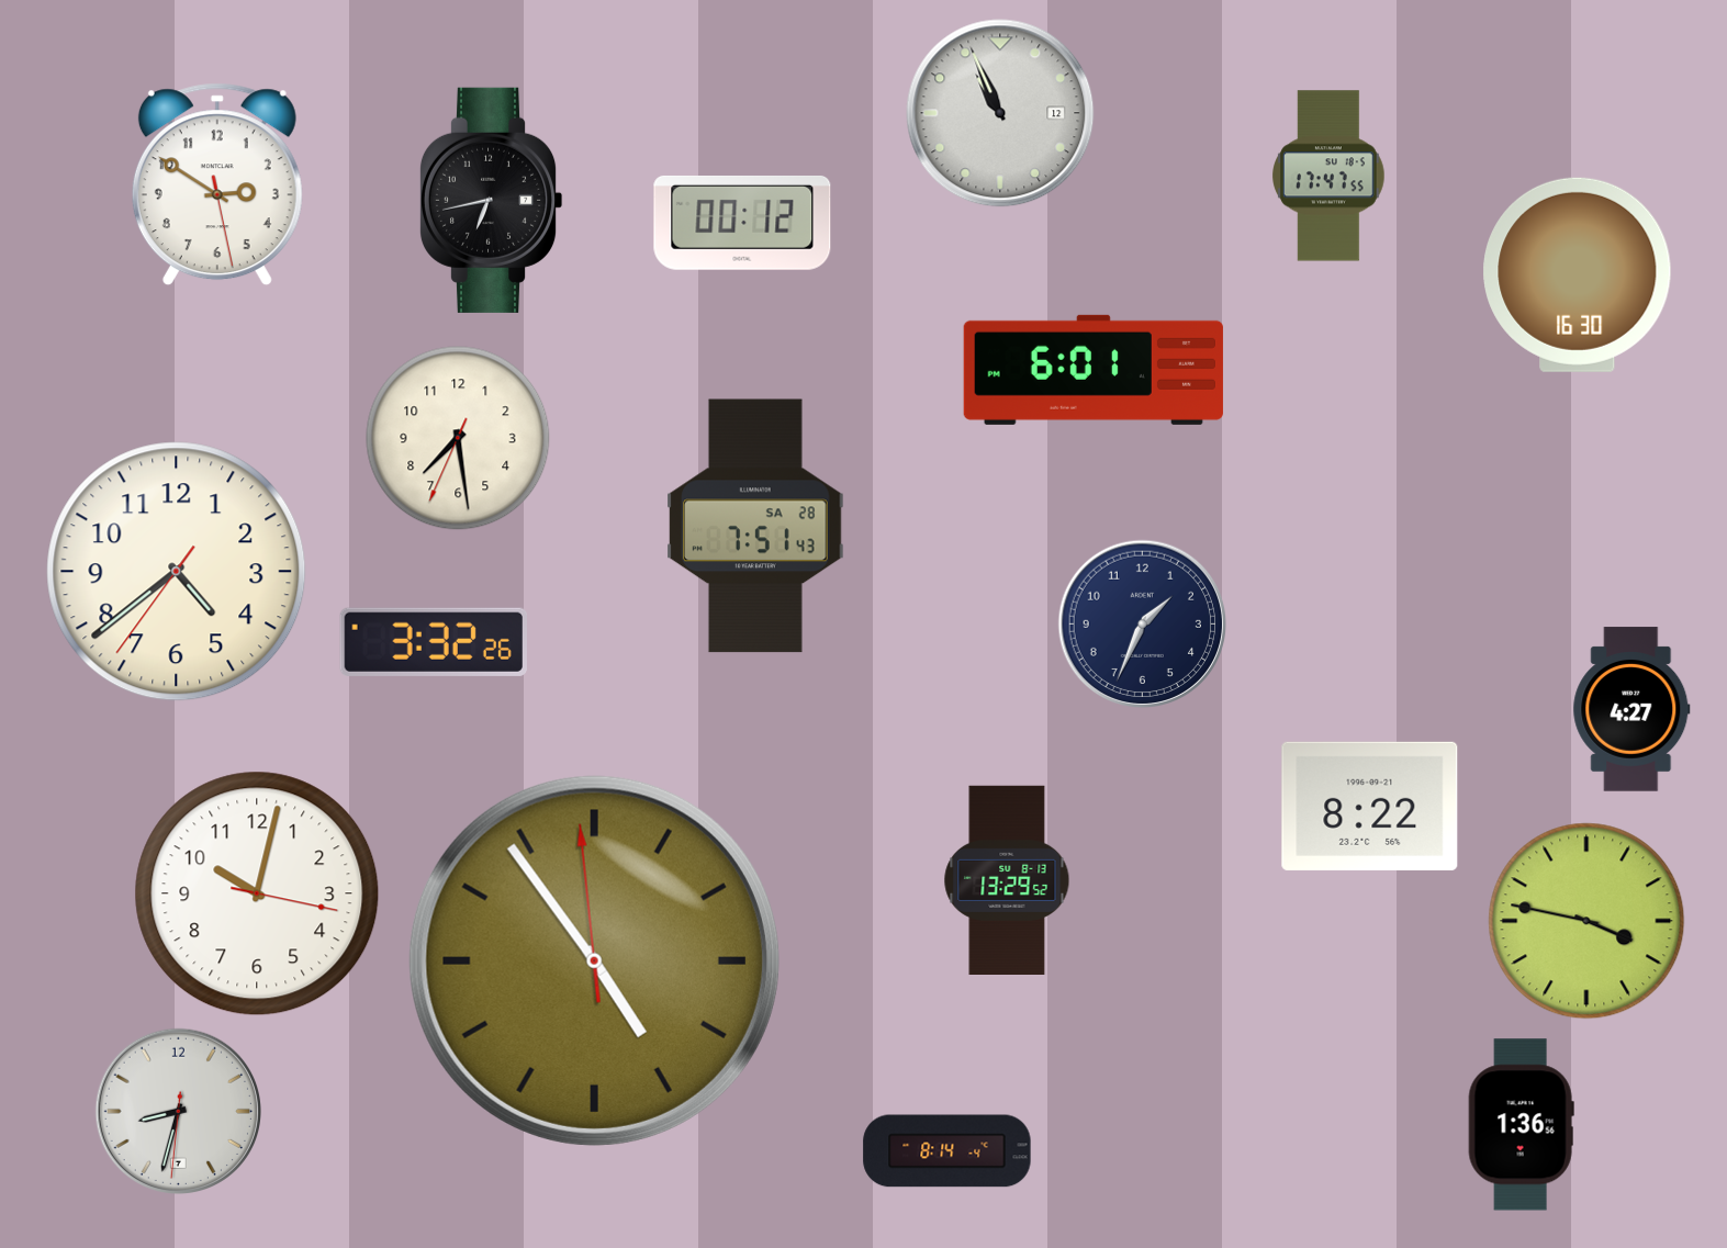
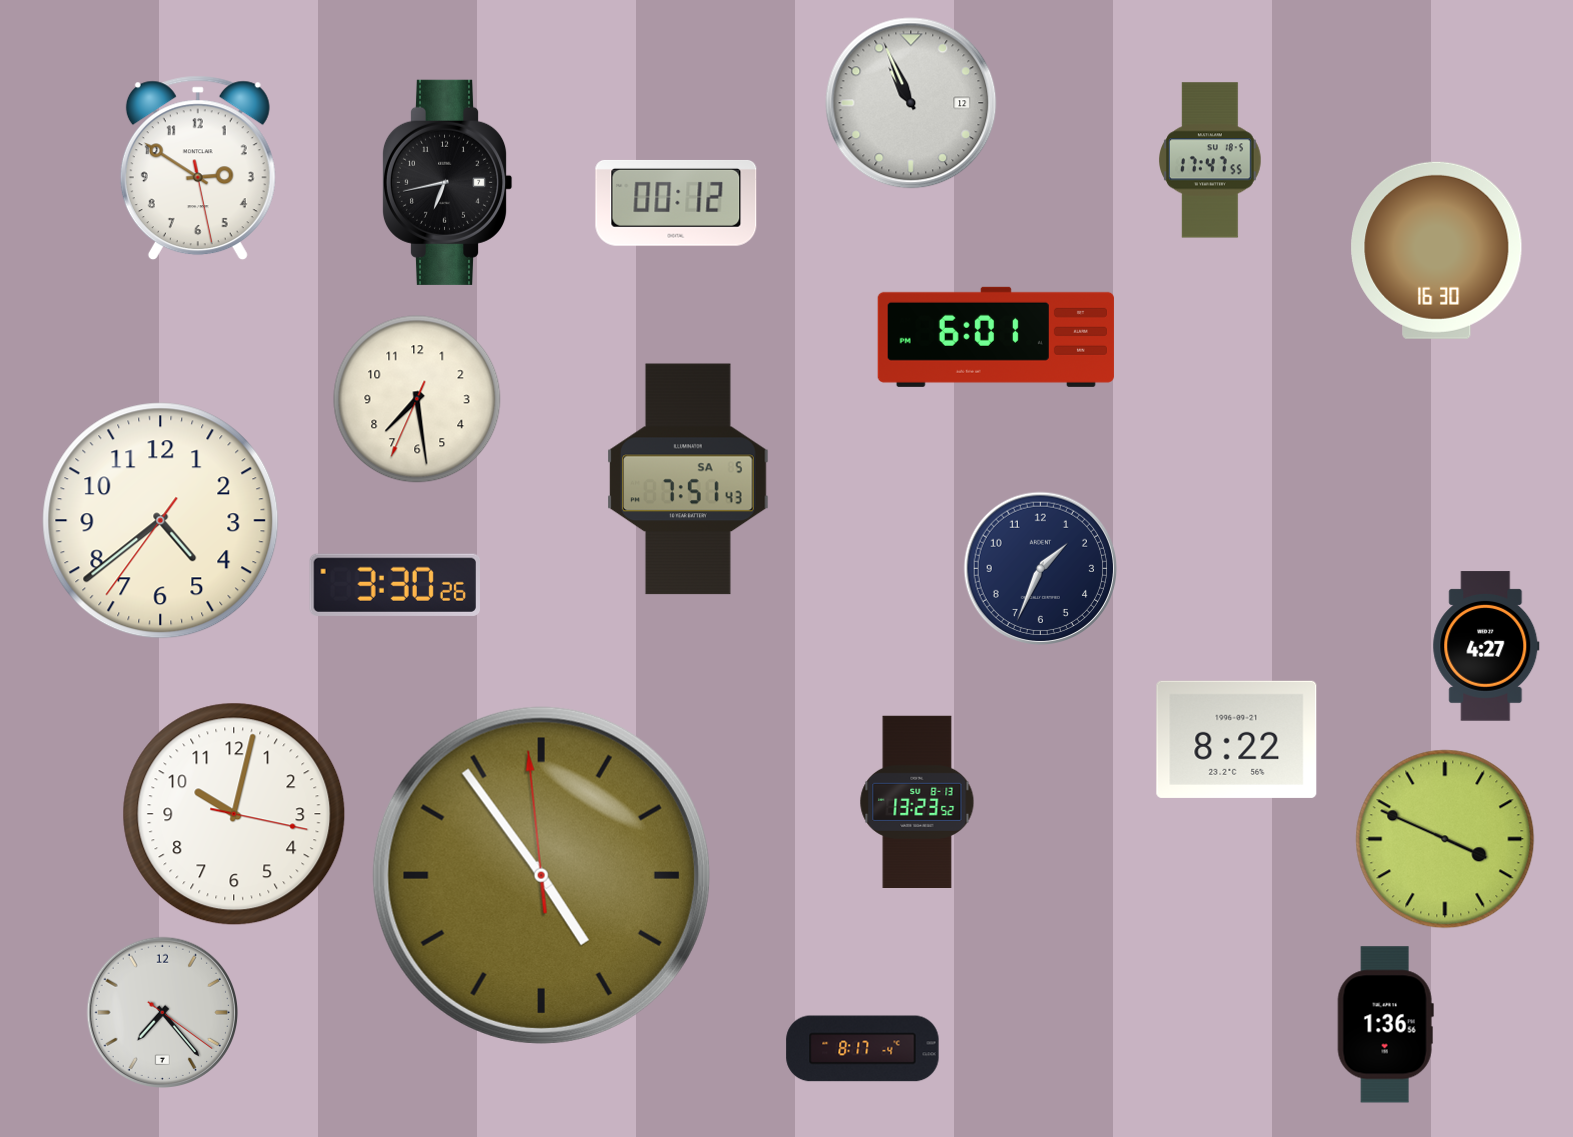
clock at (755, 526) date: SA 28 -> SA 5
clock at (434, 642): 3:32 -> 3:30
clock at (1370, 806) position: (1370, 806) -> (1237, 739)
clock at (1007, 879): 13:29 -> 13:23
clock at (1586, 921): 3:47 -> 3:49
clock at (178, 1111): 8:32 -> 7:23
clock at (947, 1151): 8:14 -> 8:17
